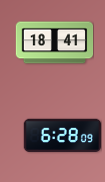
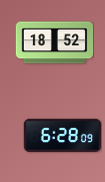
clock at (54, 43): 18:41 -> 18:52
